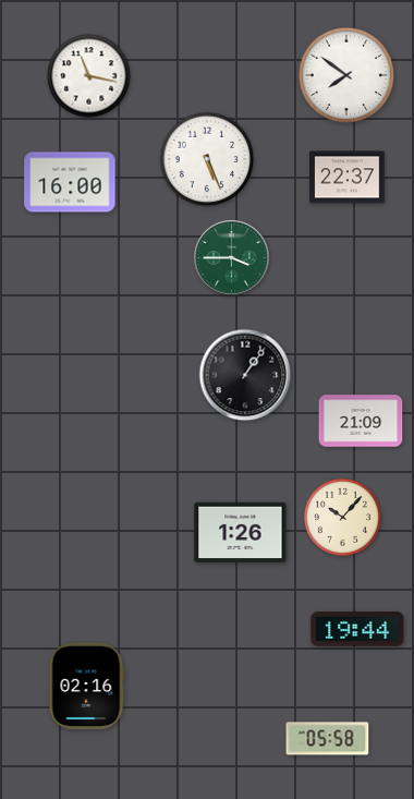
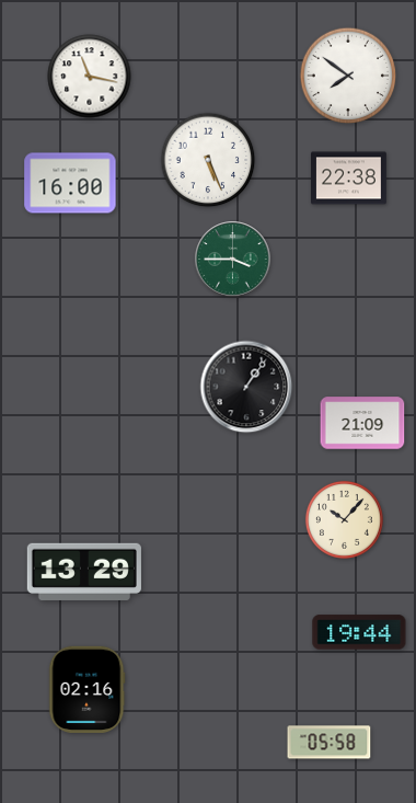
clock at (348, 178): 22:37 -> 22:38
clock at (245, 375) position: (245, 375) -> (246, 387)
clock at (241, 533): 1:26 -> none
clock at (84, 572): none -> 13:29
